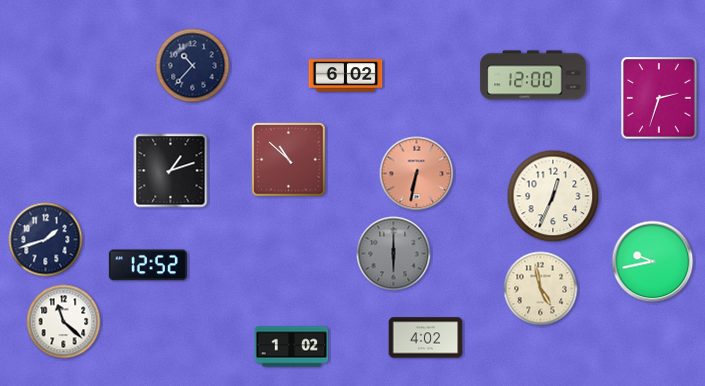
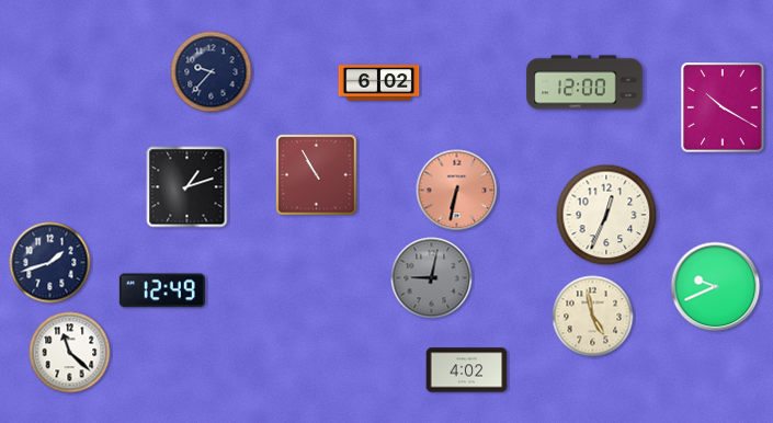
clock at (193, 66): 10:37 -> 9:37
clock at (659, 98): 2:33 -> 10:20
clock at (289, 160): 10:52 -> 10:55
clock at (394, 254): 6:00 -> 9:02
clock at (653, 262): 9:43 -> 9:41
clock at (148, 265): 12:52 -> 12:49
clock at (292, 347): 1:02 -> none
